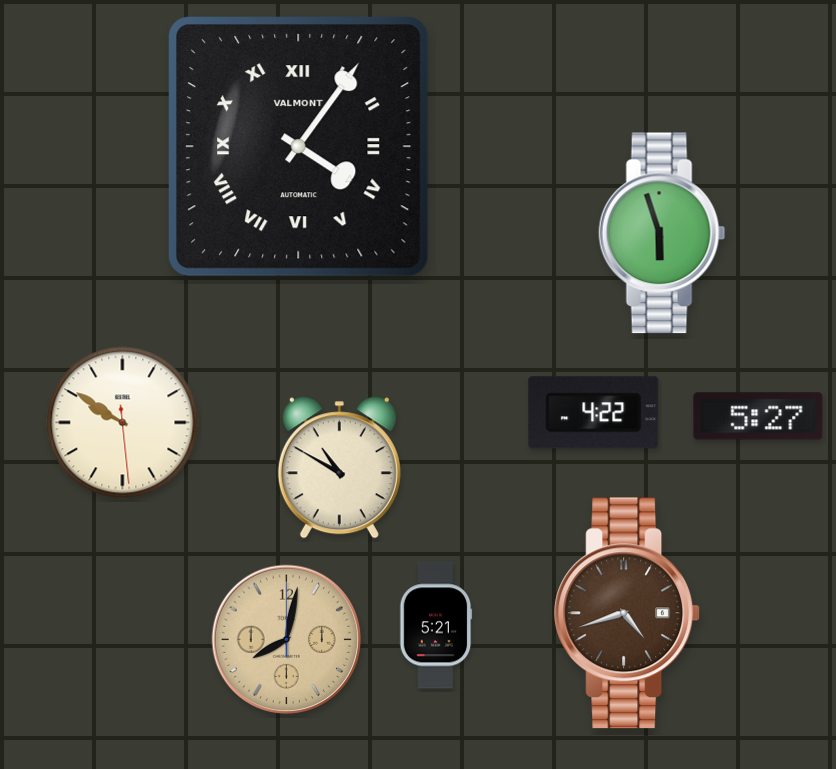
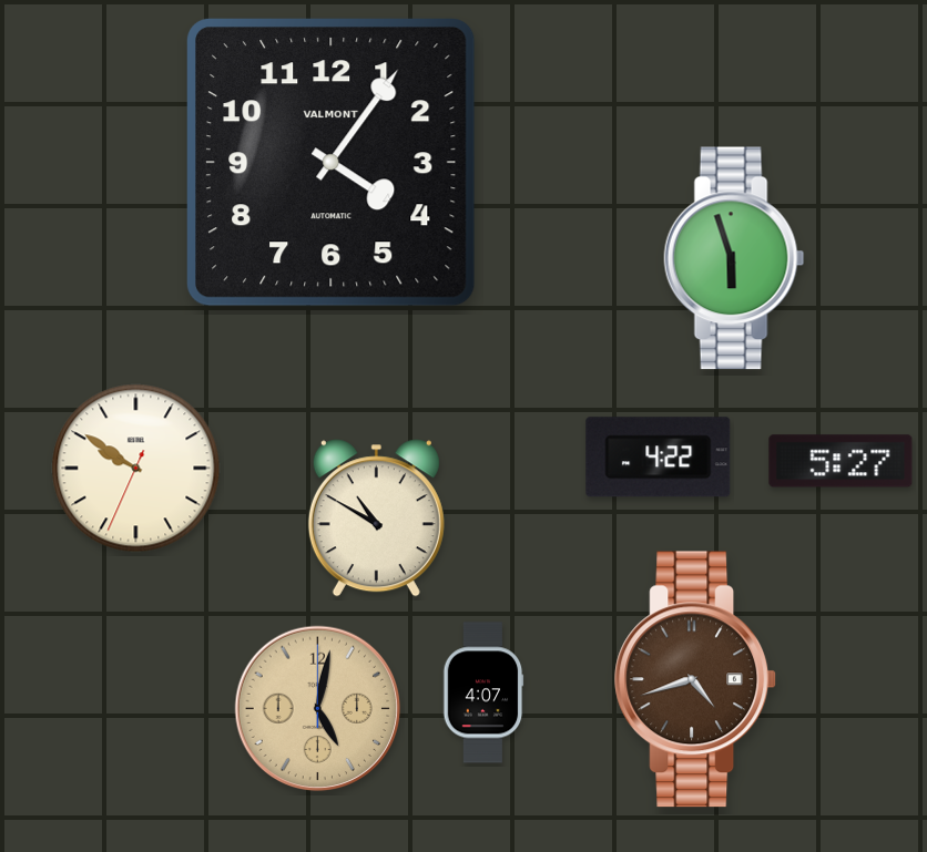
clock at (299, 147) numerals: Roman -> Arabic
clock at (123, 423): 9:50:29 -> 9:50:34
clock at (436, 625): 5:21 -> 4:07
clock at (287, 640): 8:02 -> 5:02
